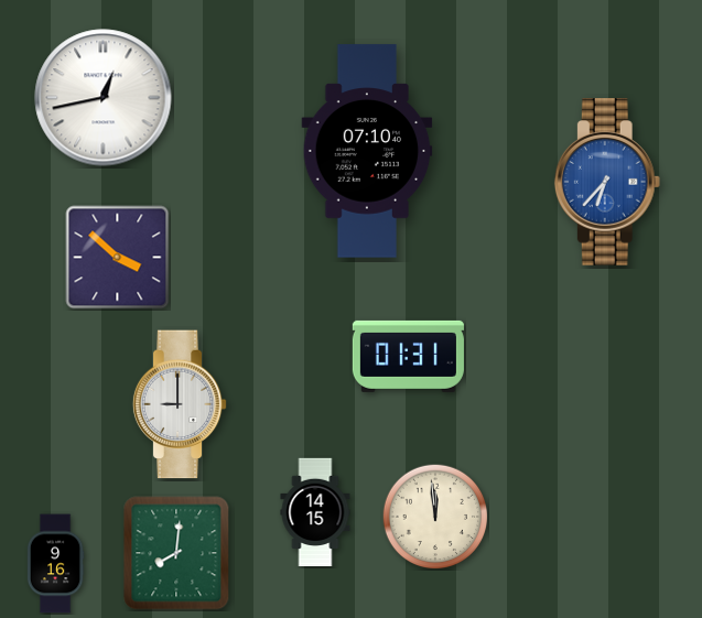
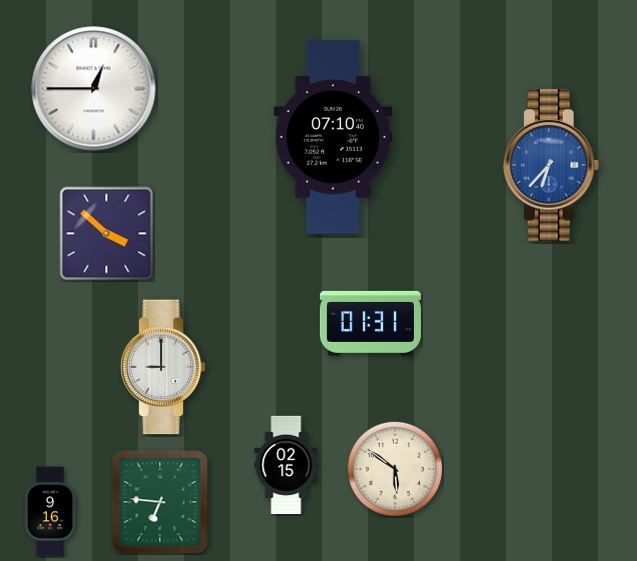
clock at (104, 98): 12:43 -> 12:45
clock at (315, 512): 14:15 -> 02:15
clock at (435, 517): 11:59 -> 5:51
clock at (176, 553): 8:01 -> 6:46
